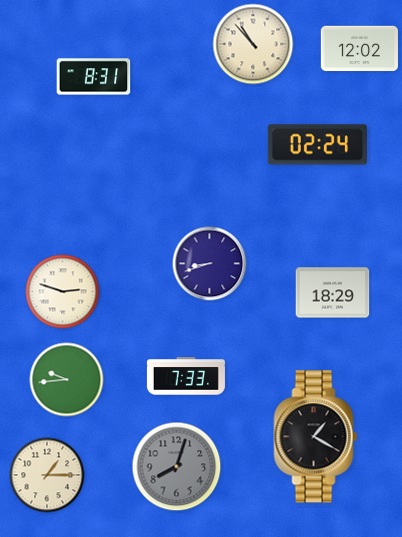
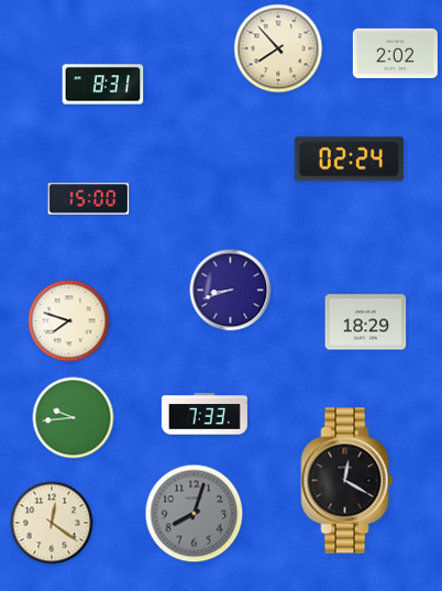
clock at (253, 44): 10:53 -> 7:53
clock at (359, 49): 12:02 -> 2:02
clock at (89, 199): none -> 15:00
clock at (63, 292): 2:48 -> 7:48
clock at (316, 437): 1:20 -> 12:20
clock at (47, 475): 1:15 -> 12:21
